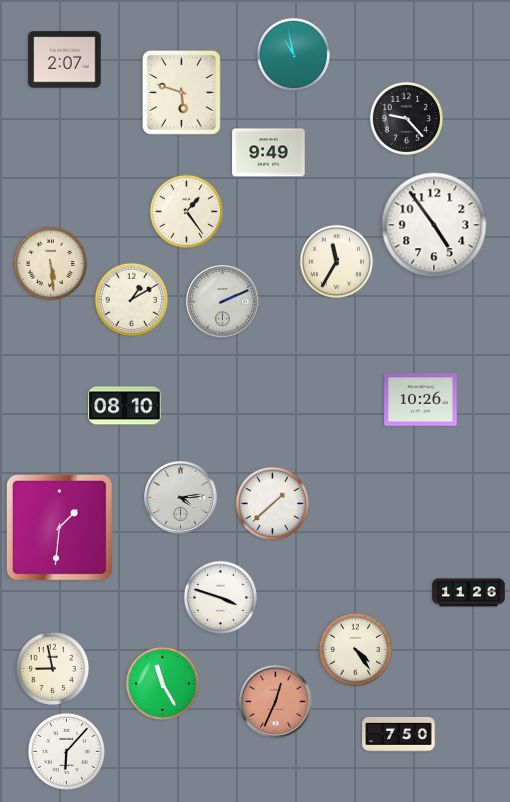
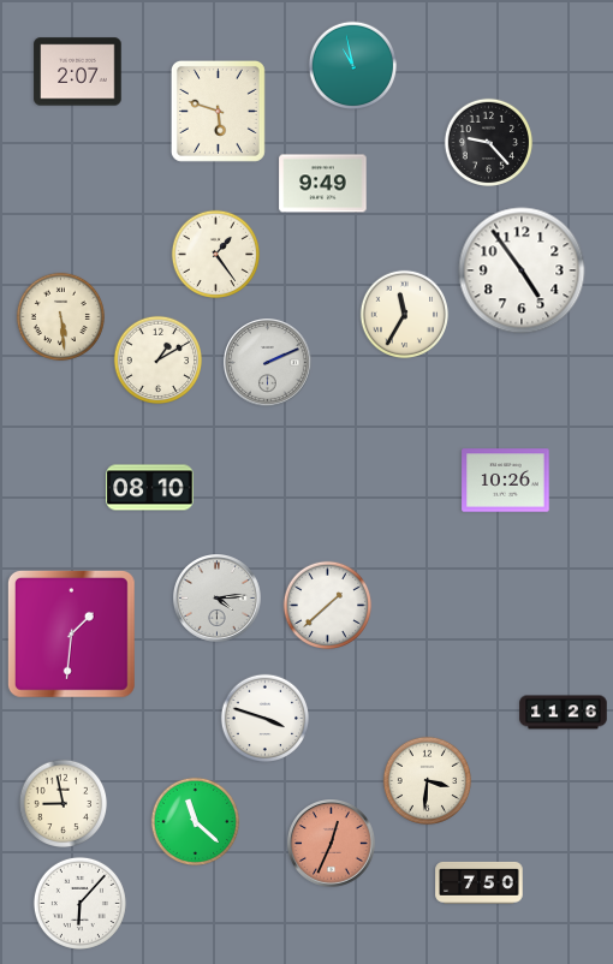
clock at (187, 212) position: (187, 212) -> (216, 255)
clock at (356, 650): 4:24 -> 3:31
clock at (163, 684): 11:25 -> 11:22
